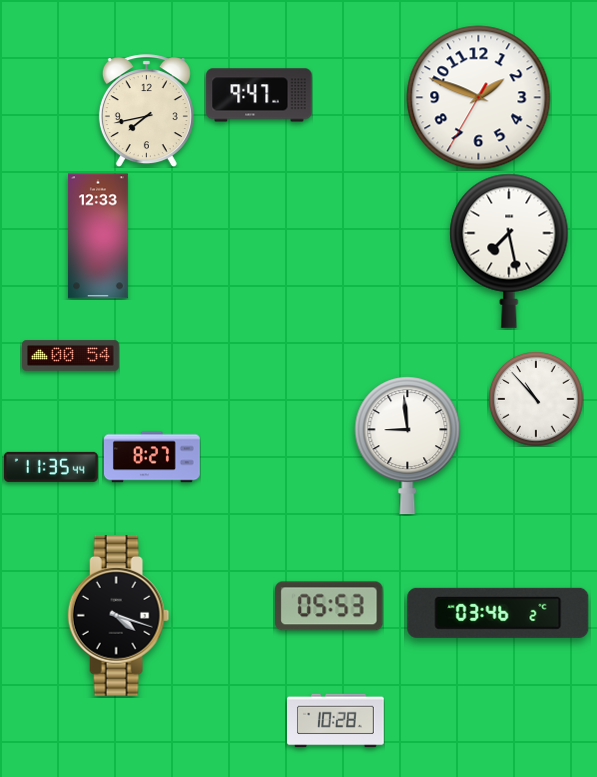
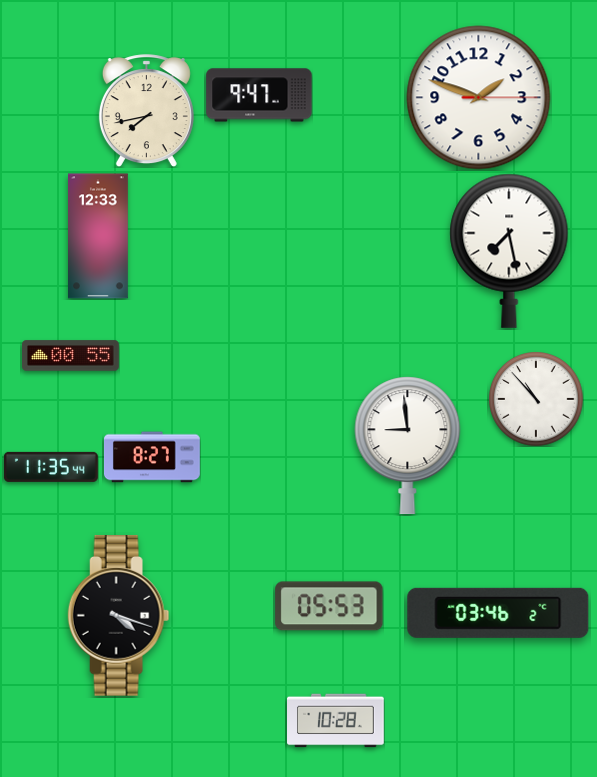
clock at (479, 98): 1:48:35 -> 1:48:15
clock at (71, 356): 00:54 -> 00:55
